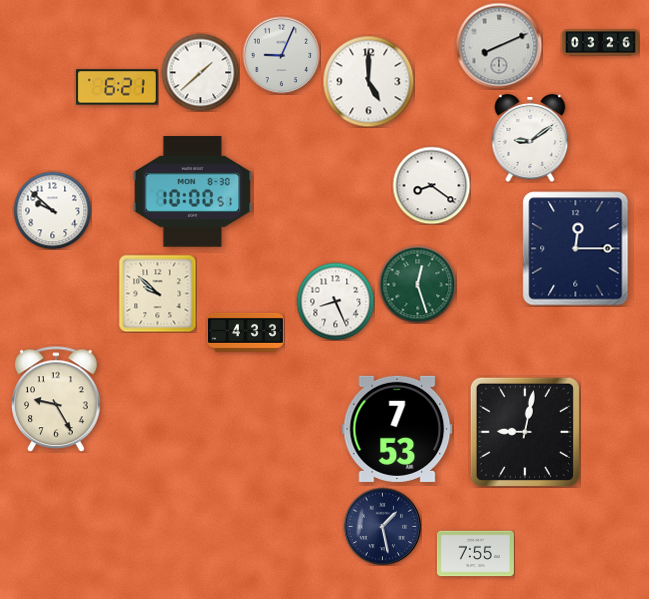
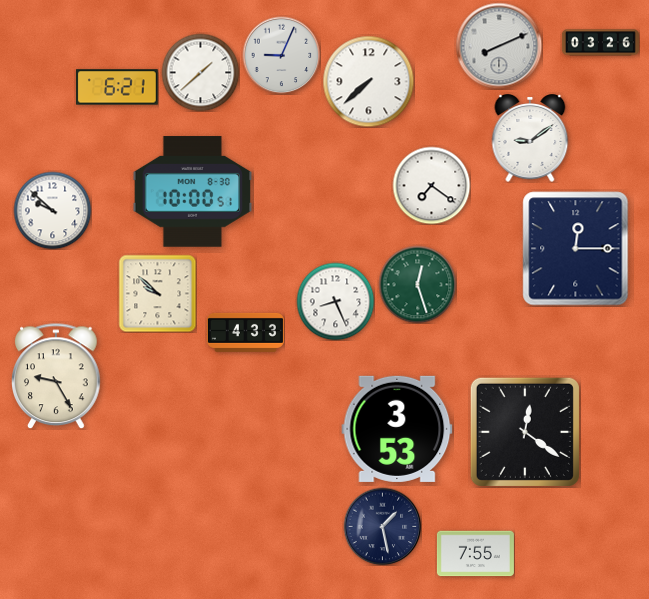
clock at (368, 81): 5:00 -> 7:38
clock at (431, 185): 8:21 -> 7:21
clock at (56, 399) position: (56, 399) -> (56, 376)
clock at (397, 429): 7:53 -> 3:53
clock at (525, 432): 9:02 -> 12:21
